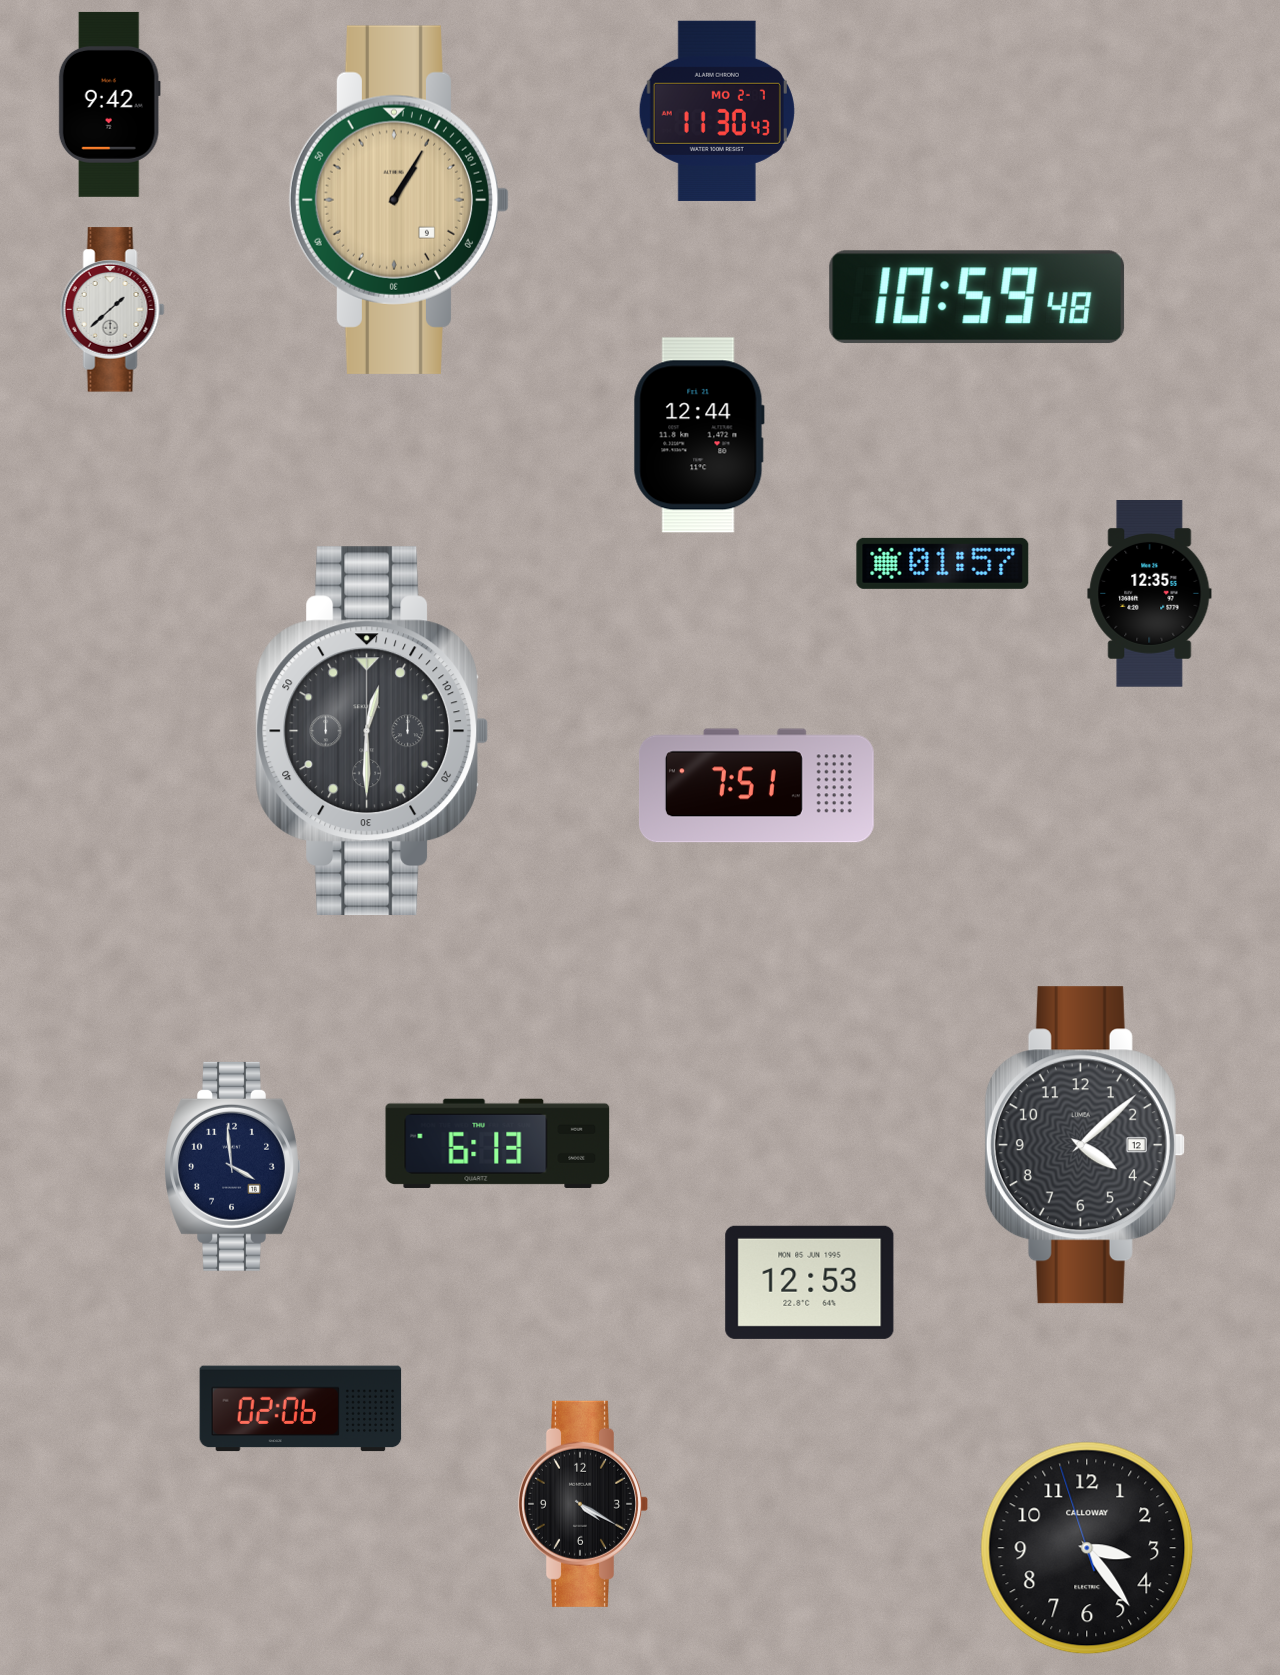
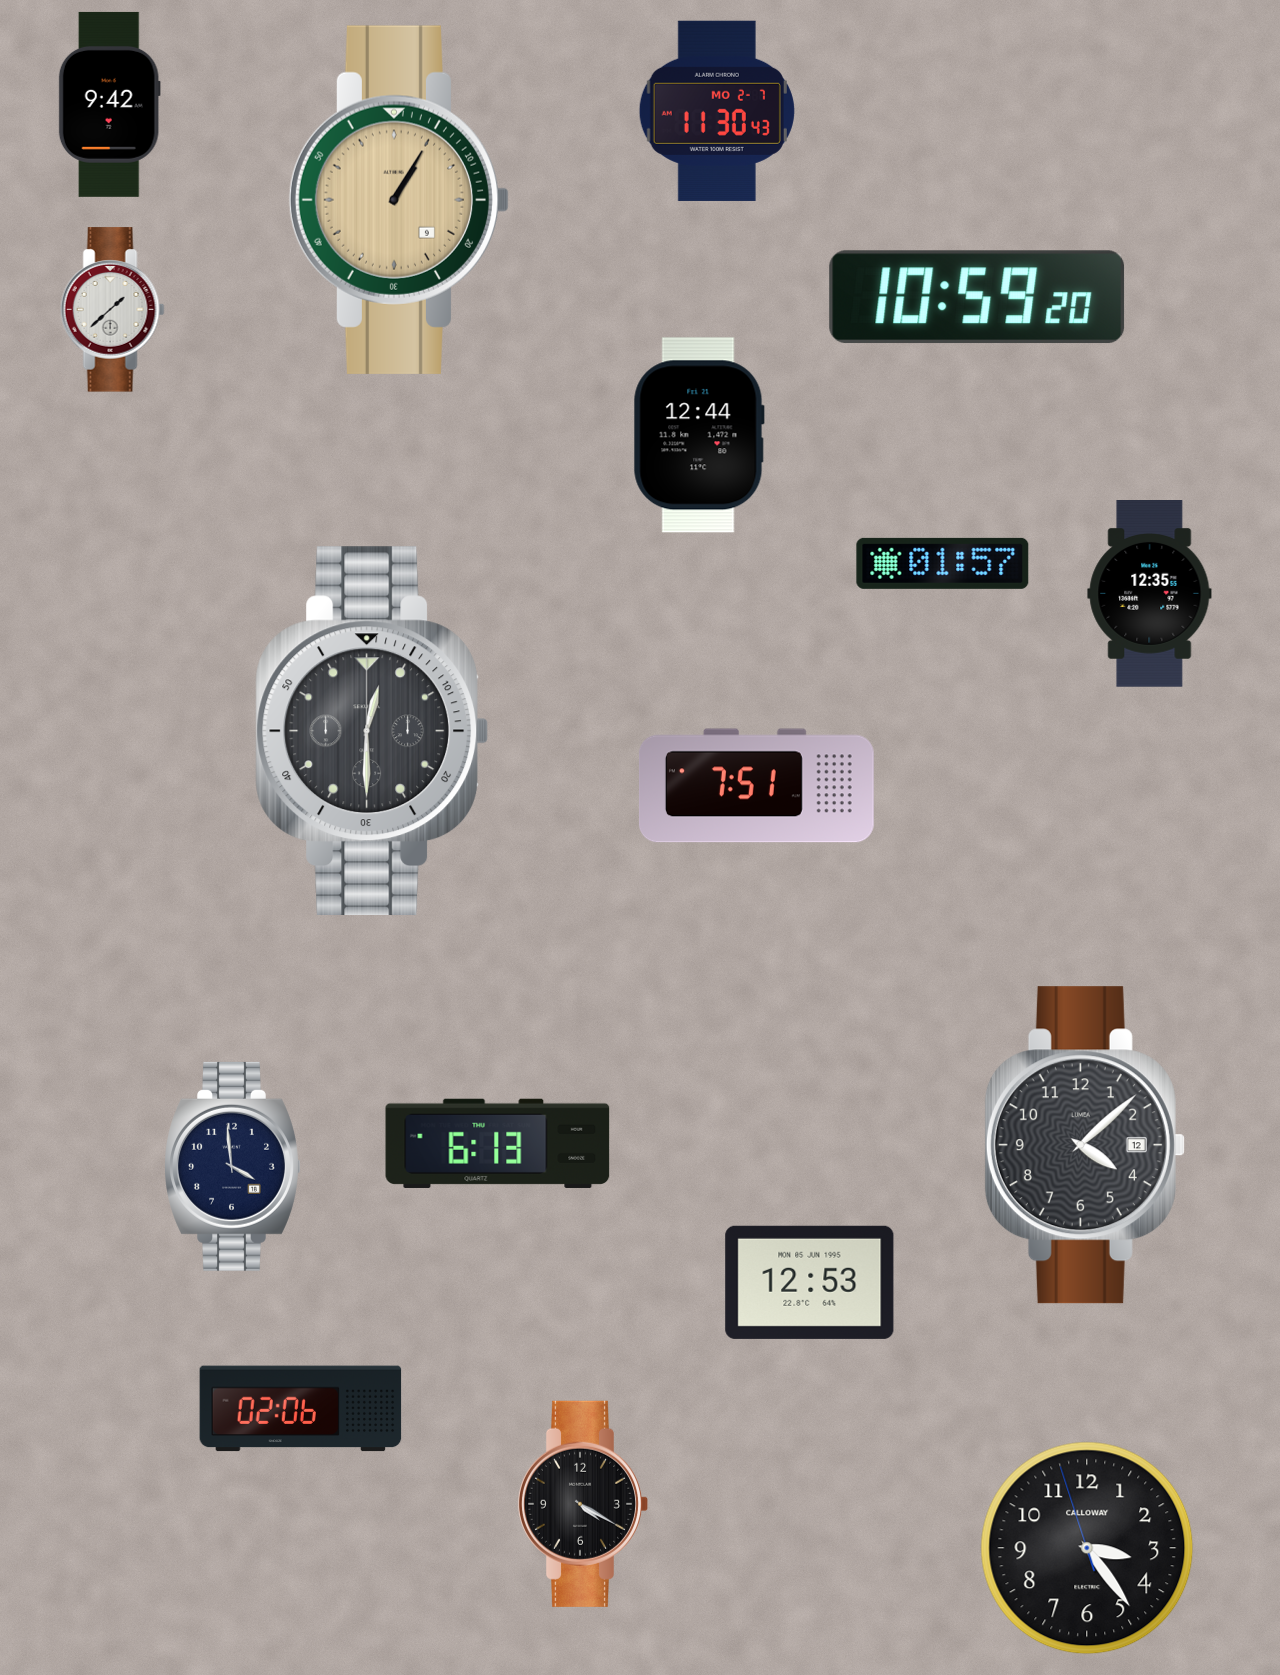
clock at (977, 297): 10:59:48 -> 10:59:20
